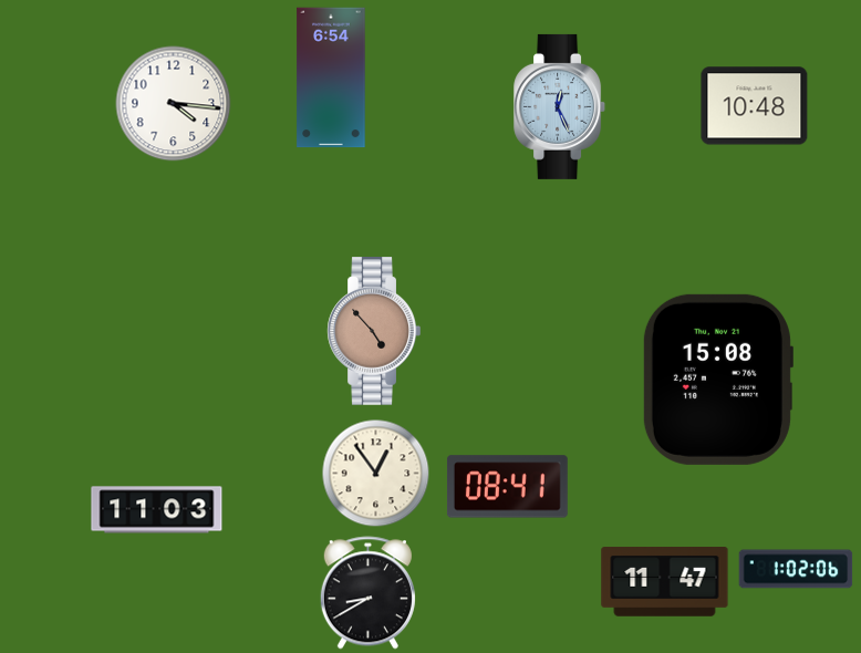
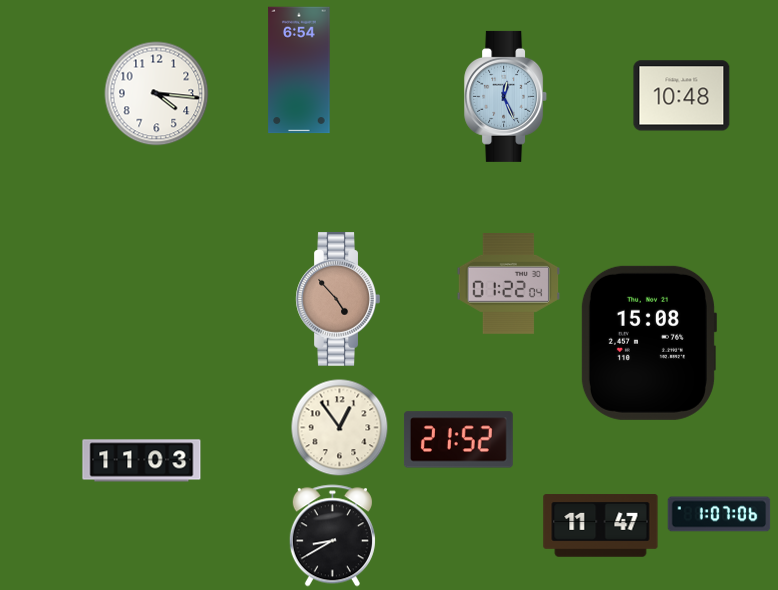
clock at (509, 284): none -> 01:22
clock at (507, 487): 08:41 -> 21:52
clock at (796, 569): 1:02 -> 1:07
